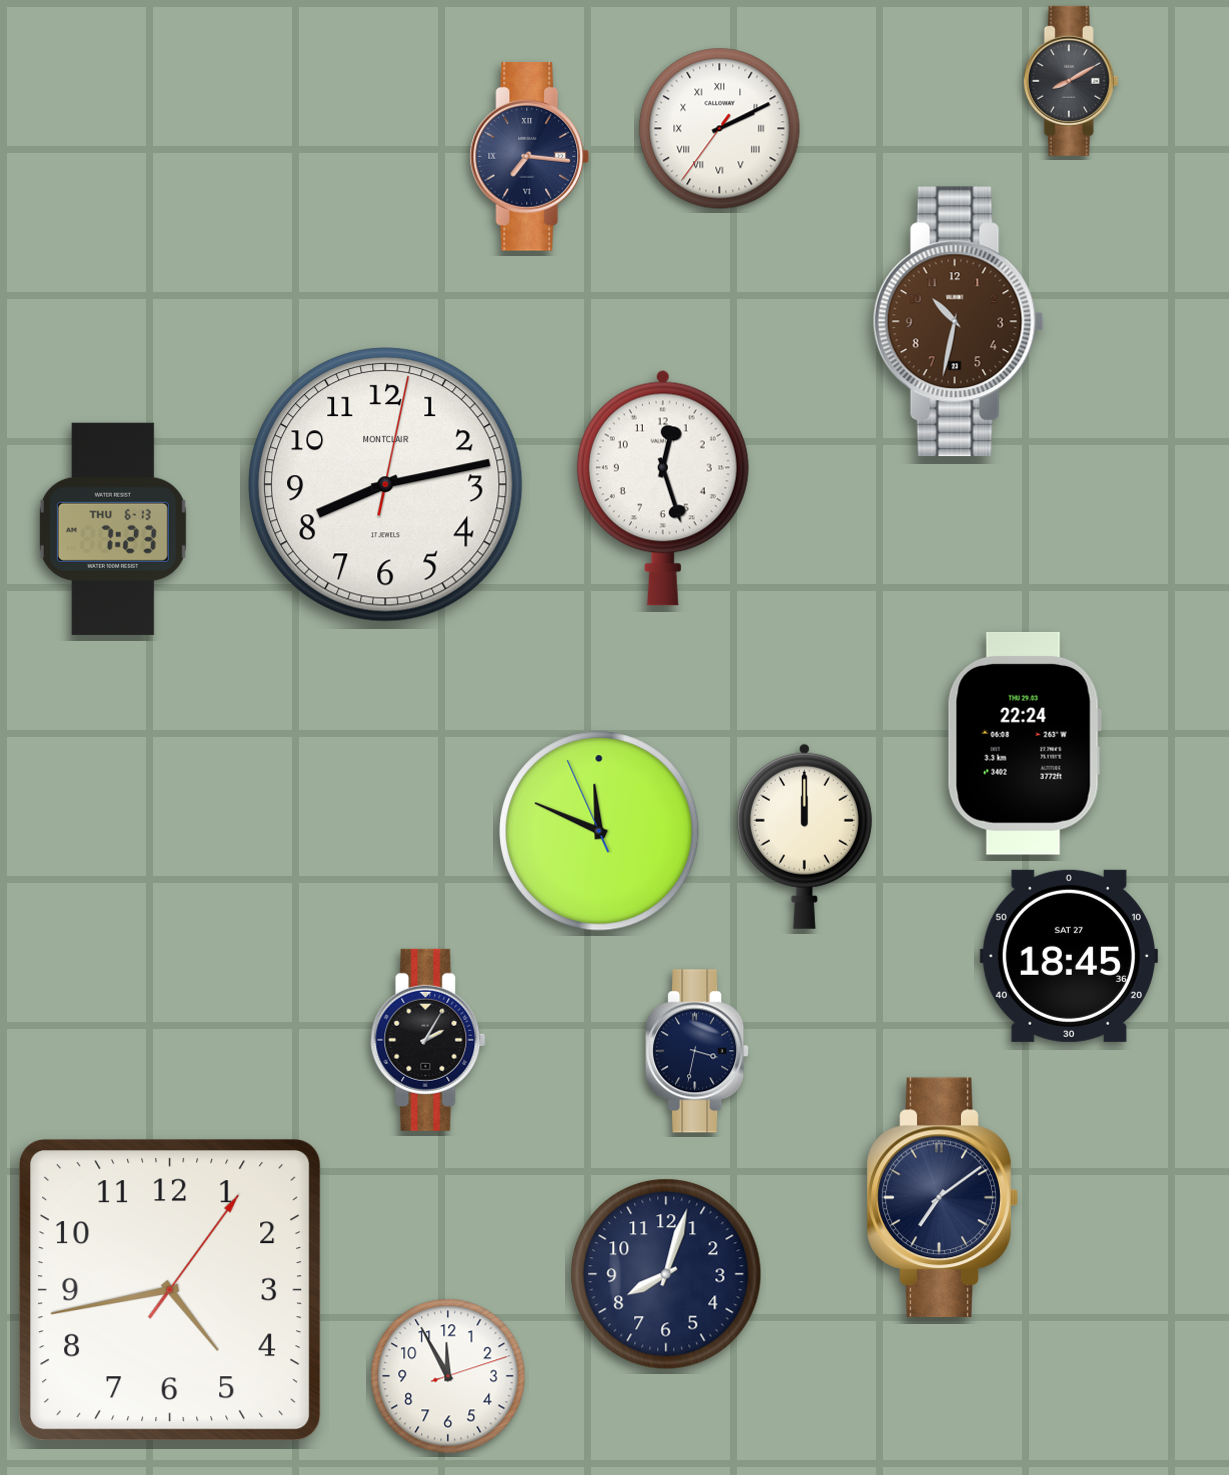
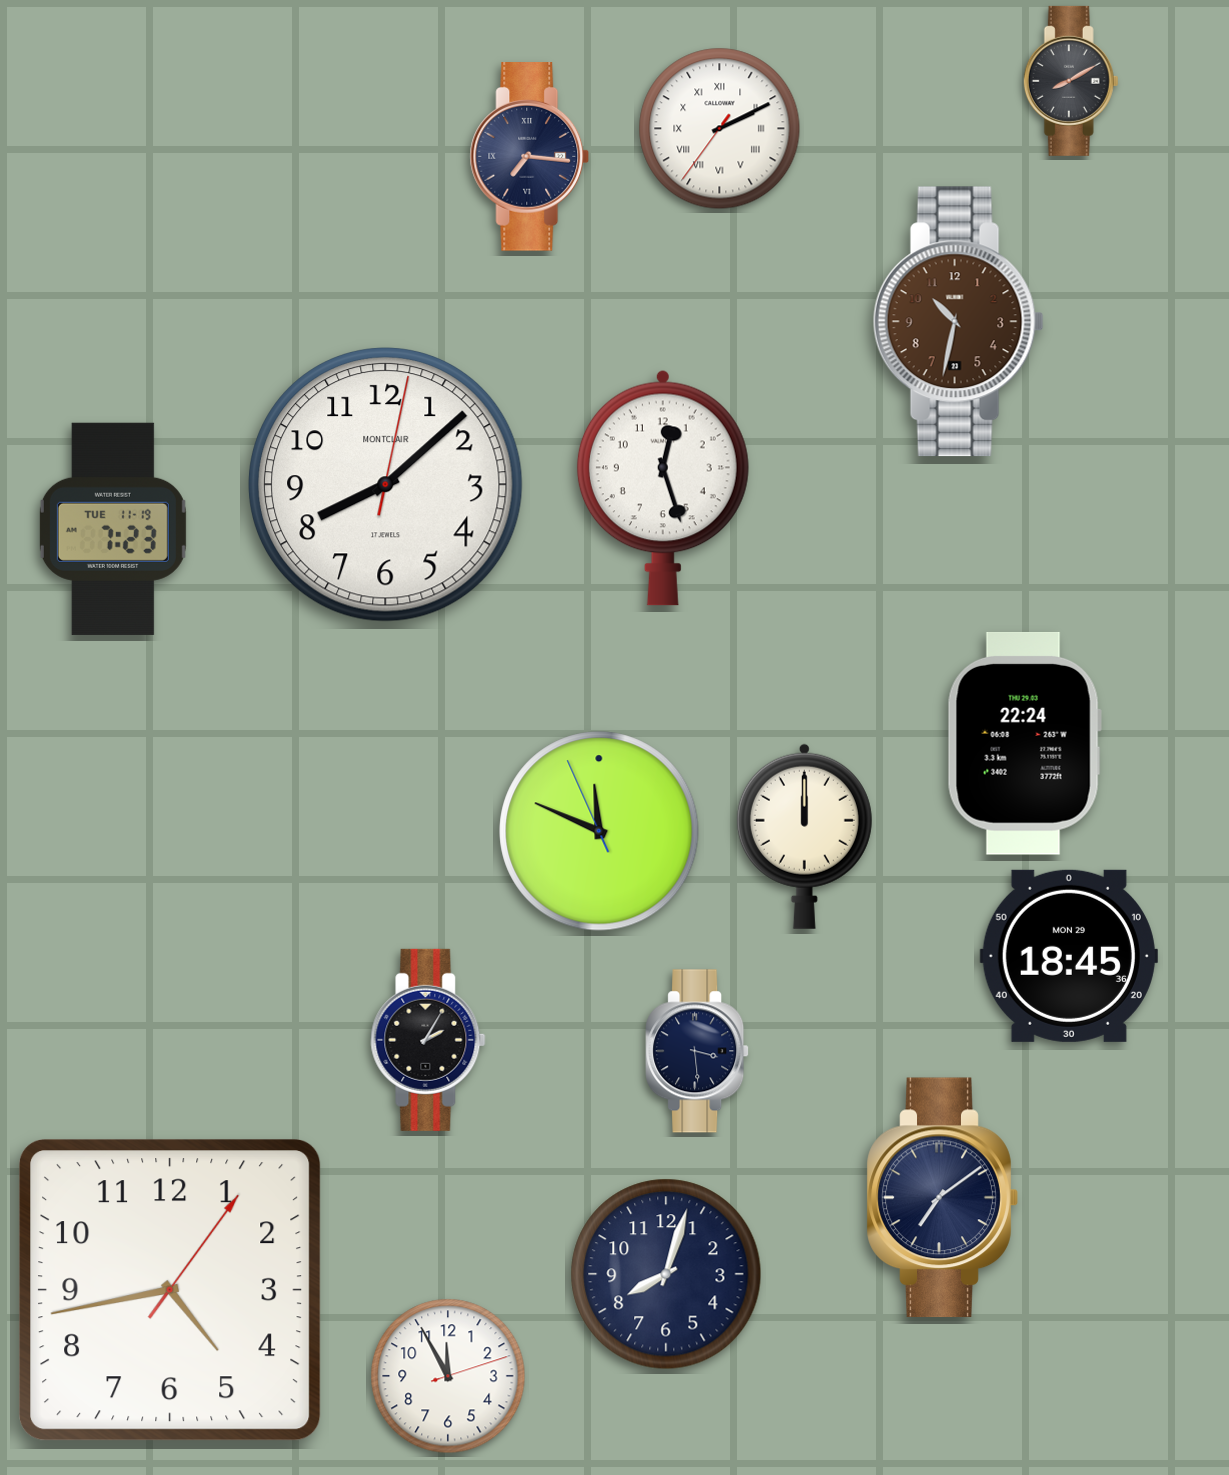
clock at (385, 484): 8:13 -> 8:08
clock at (113, 529) date: THU 6-13 -> TUE 11-19
clock at (1069, 956) date: SAT 27 -> MON 29
clock at (697, 1051): 3:32 -> 3:29
